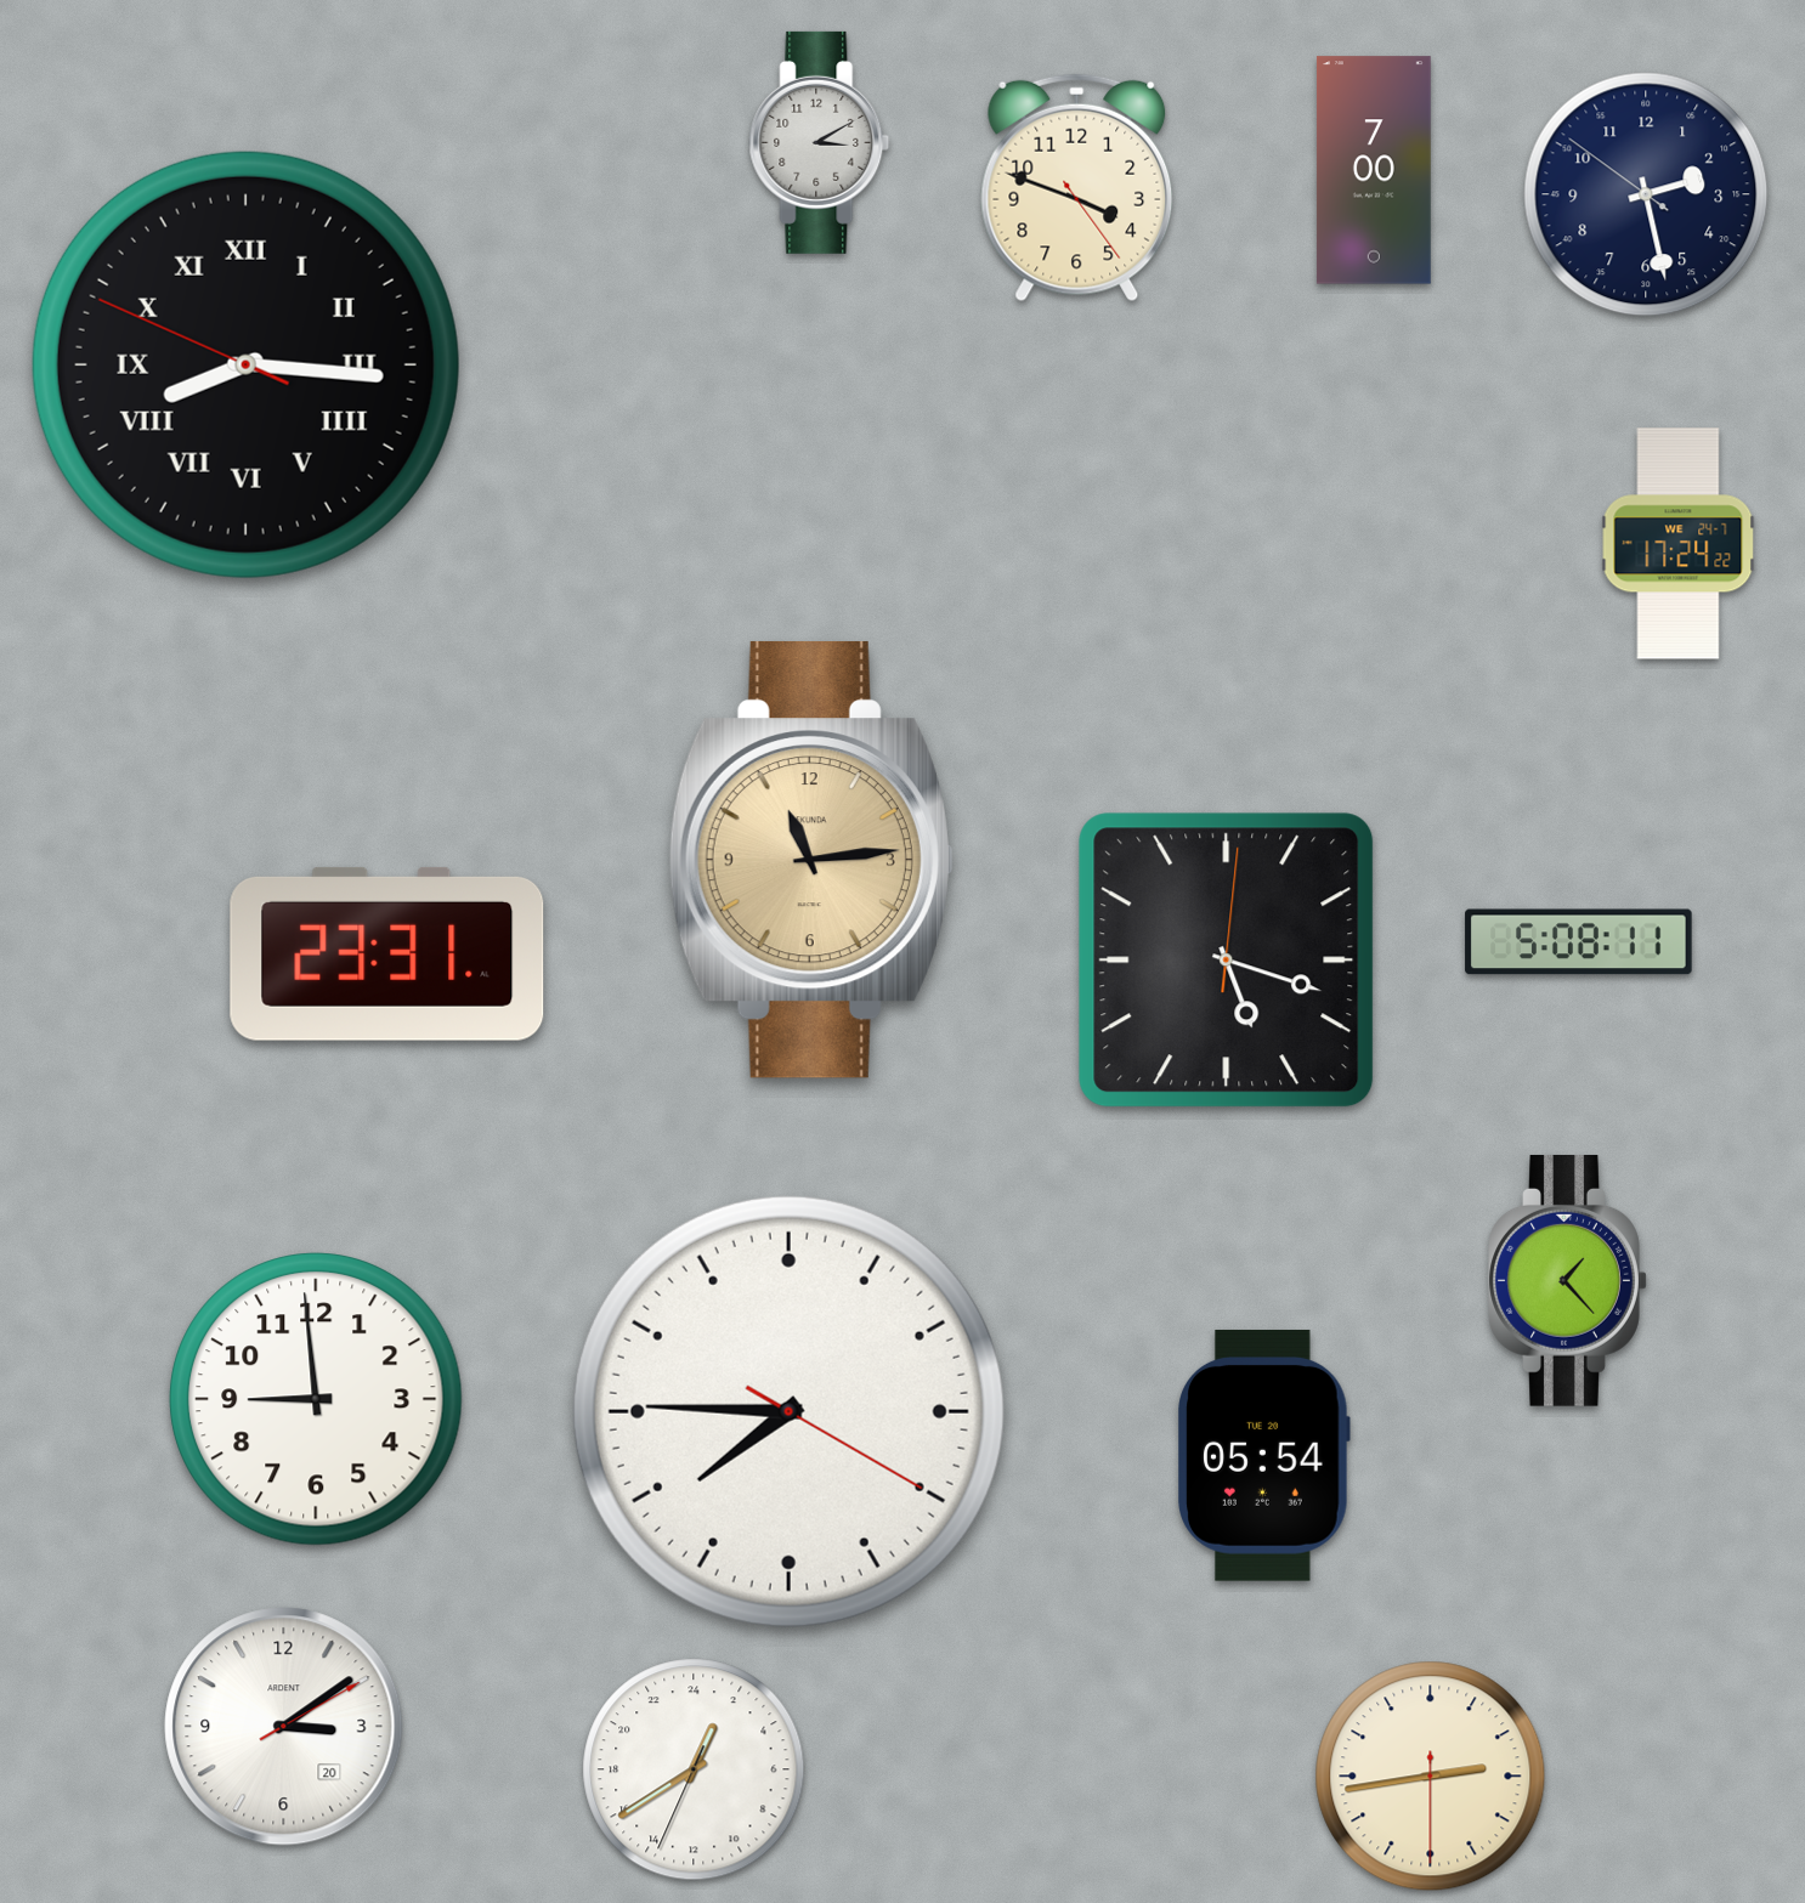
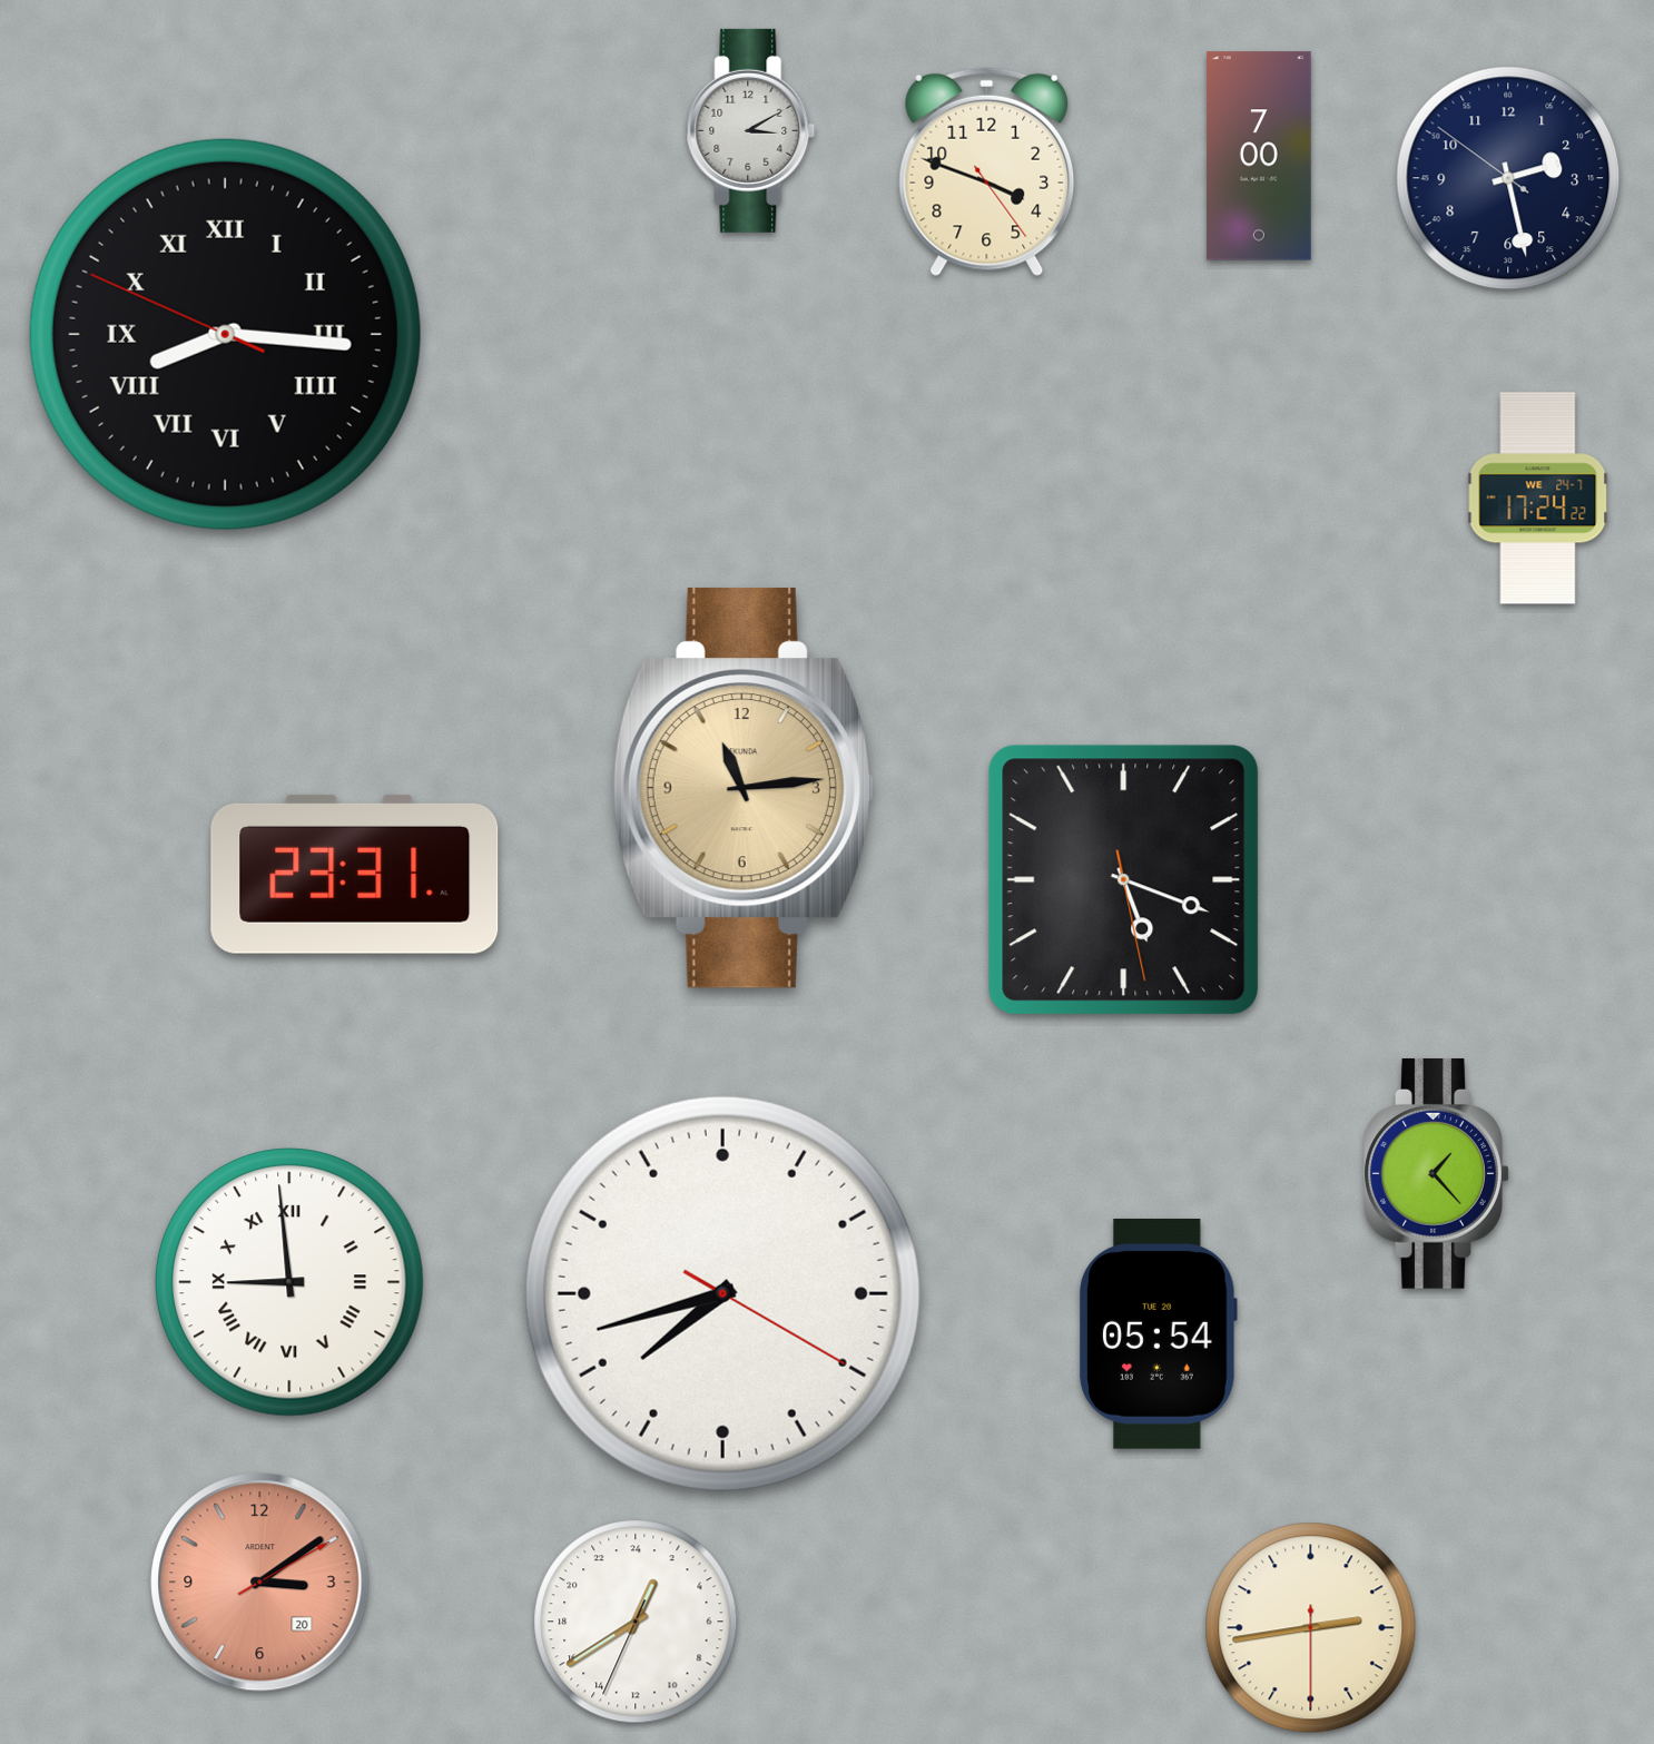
clock at (1579, 942): 5:08 -> none
clock at (1227, 961): 5:18:01 -> 5:18:28
clock at (316, 1399) numerals: Arabic -> Roman
clock at (788, 1411): 7:45 -> 7:42
clock at (284, 1727) dial: white -> salmon
